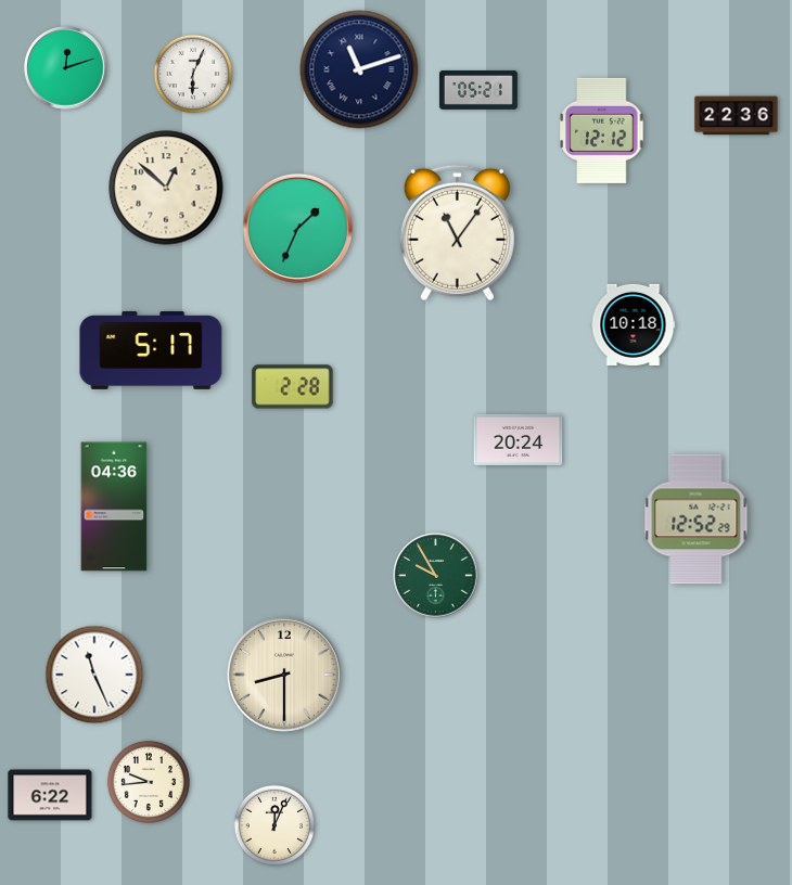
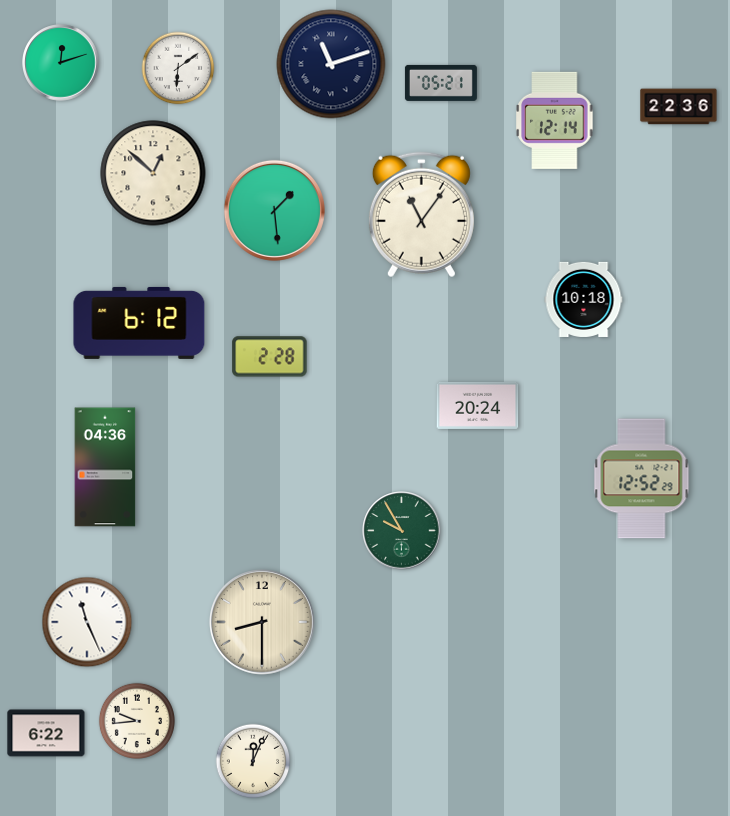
clock at (193, 74): 6:04 -> 6:09
clock at (602, 130): 12:12 -> 12:14
clock at (297, 228): 1:34 -> 1:29
clock at (151, 350): 5:17 -> 6:12
